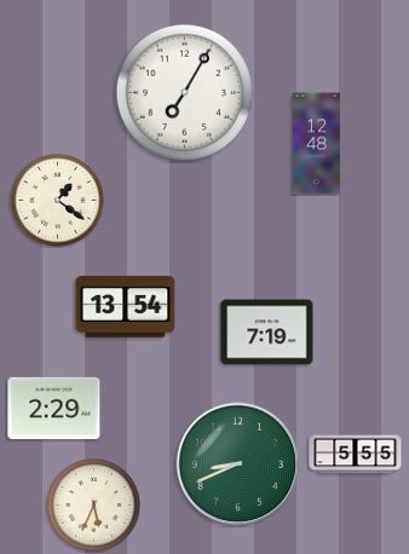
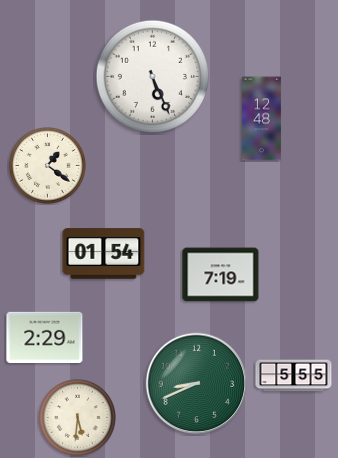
clock at (184, 92): 7:05 -> 5:26
clock at (126, 307): 13:54 -> 01:54
clock at (94, 506): 5:34 -> 5:31
